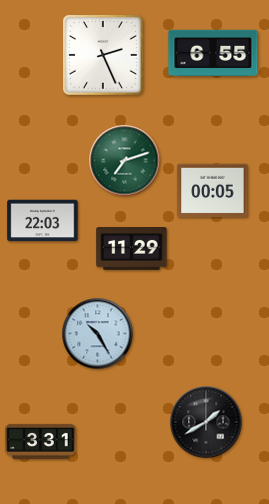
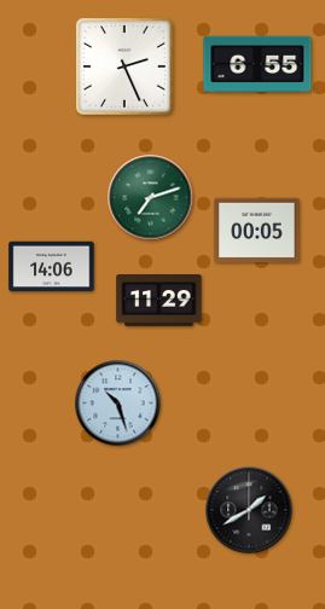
clock at (125, 161) position: (125, 161) -> (151, 198)
clock at (43, 221): 22:03 -> 14:06
clock at (98, 334): 10:25 -> 10:27
clock at (41, 441): 3:31 -> none
